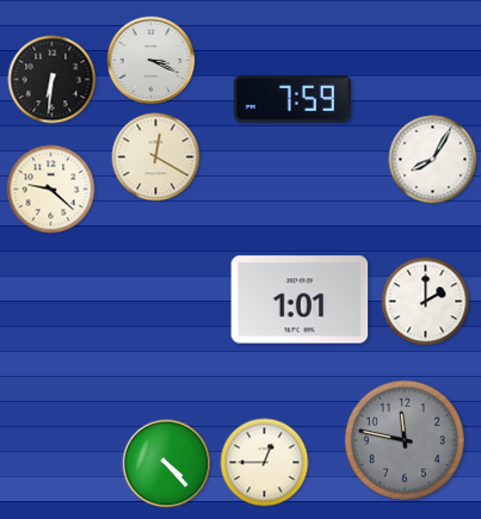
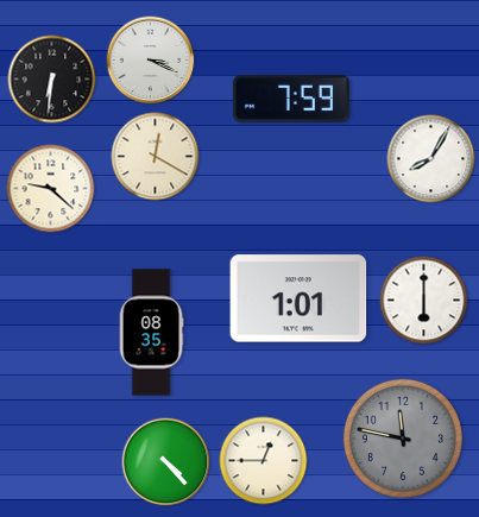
clock at (426, 302): 2:00 -> 6:00
clock at (151, 333): none -> 08:35
